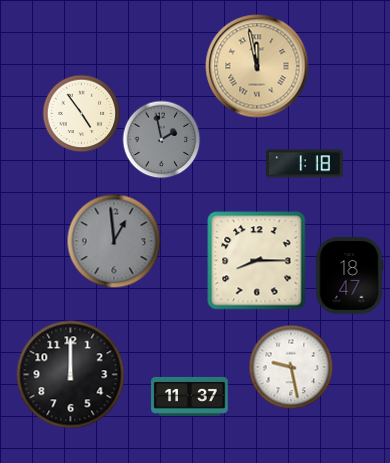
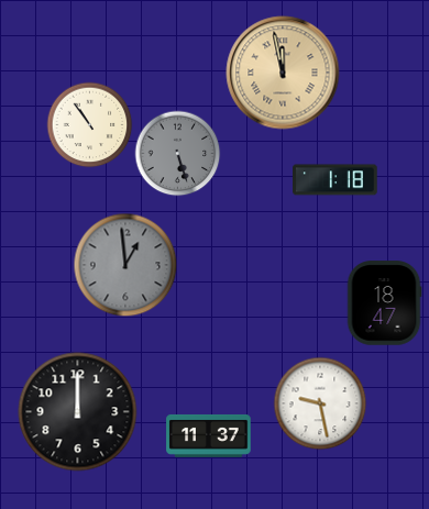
clock at (81, 113): 4:54 -> 10:54
clock at (161, 139): 1:58 -> 5:27
clock at (257, 261): 8:15 -> none
